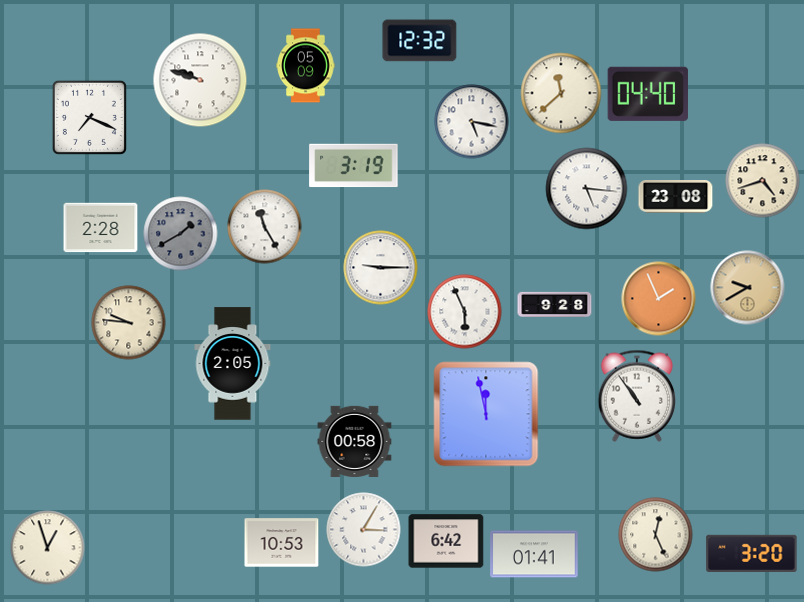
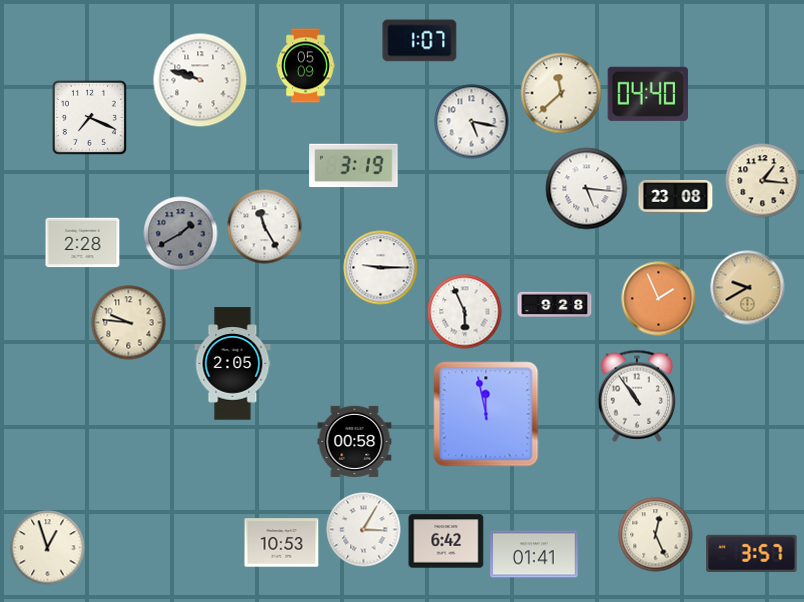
clock at (420, 41): 12:32 -> 1:07
clock at (763, 181): 4:42 -> 1:16
clock at (101, 228) position: (101, 228) -> (83, 243)
clock at (752, 553): 3:20 -> 3:57
